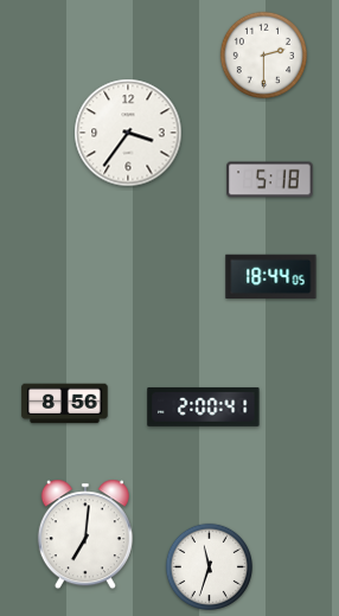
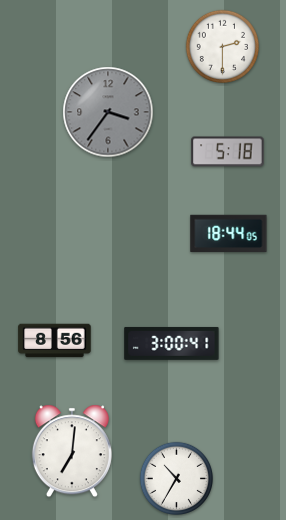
clock at (128, 133) dial: white -> grey
clock at (204, 406): 2:00 -> 3:00
clock at (209, 566): 11:33 -> 10:35
